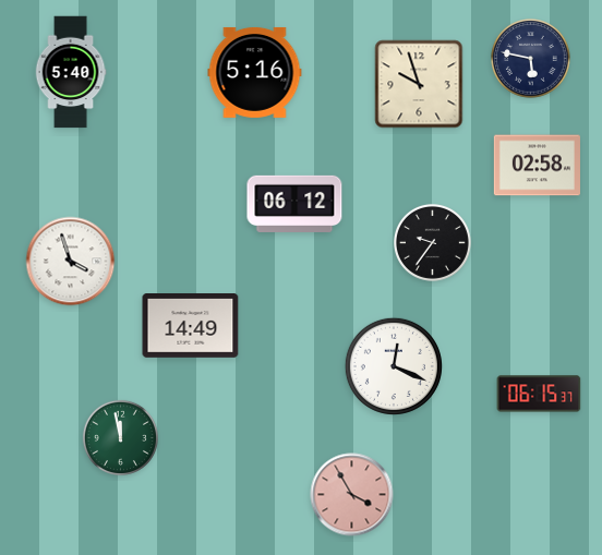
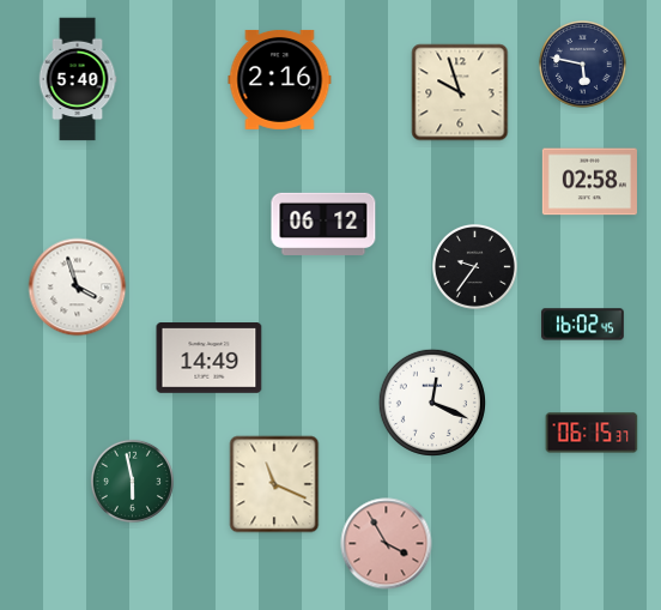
clock at (255, 72): 5:16 -> 2:16
clock at (583, 325): none -> 16:02
clock at (120, 437): 11:58 -> 5:58
clock at (274, 484): none -> 11:19
